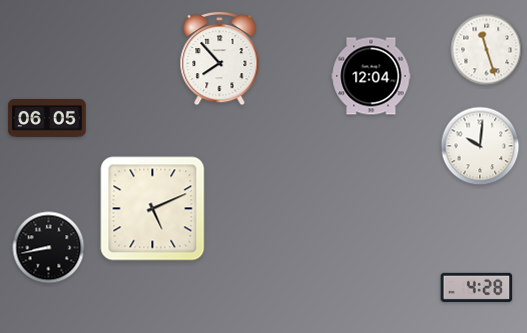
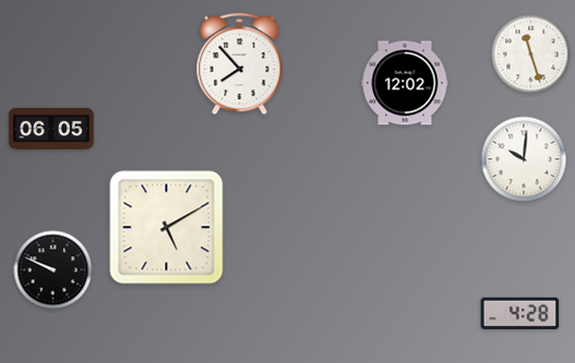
clock at (371, 76): 12:04 -> 12:02
clock at (153, 209): 5:11 -> 5:10
clock at (49, 248): 8:43 -> 9:49
